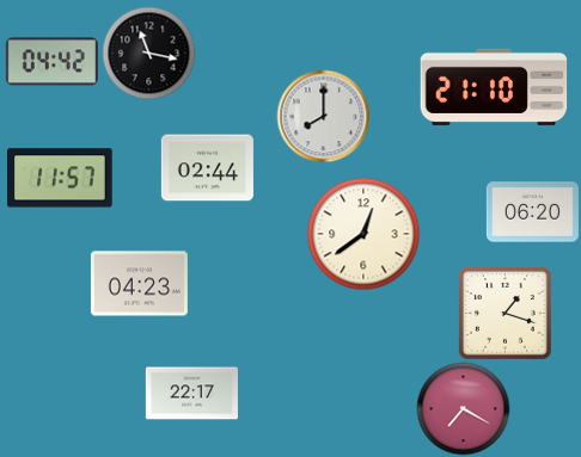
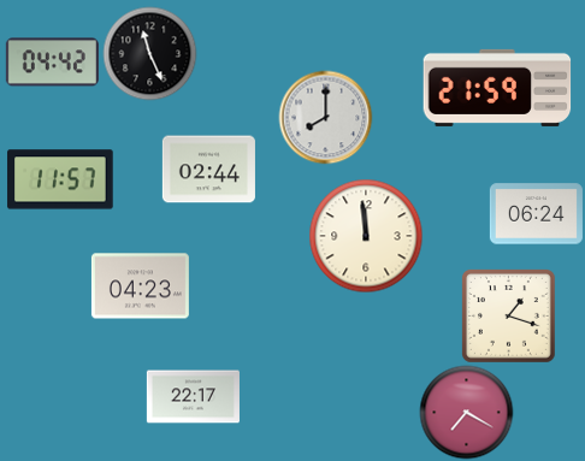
clock at (148, 53): 11:17 -> 11:26
clock at (494, 87): 21:10 -> 21:59
clock at (532, 212): 06:20 -> 06:24
clock at (363, 234): 12:39 -> 11:59
